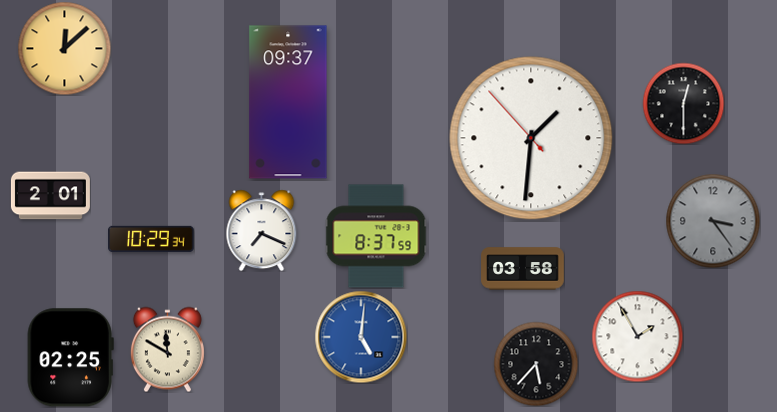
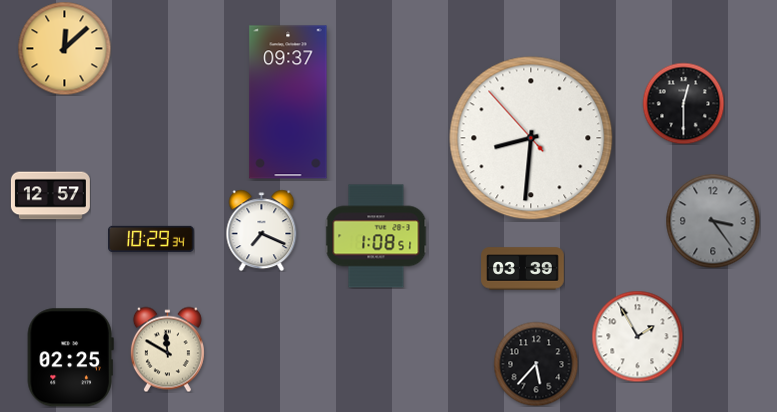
clock at (531, 138): 1:30 -> 8:30
clock at (50, 196): 2:01 -> 12:57
clock at (376, 236): 8:37 -> 1:08
clock at (523, 269): 03:58 -> 03:39
clock at (361, 337): 5:01 -> none
